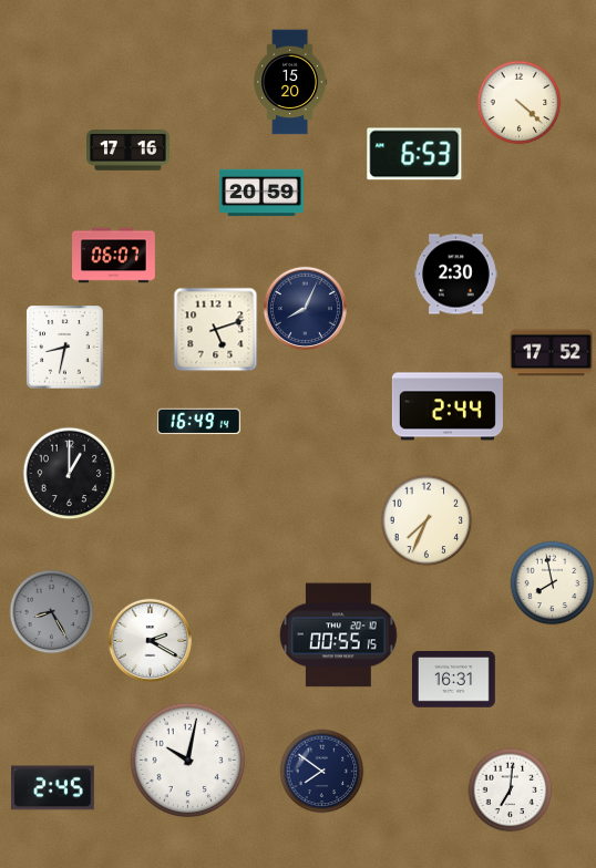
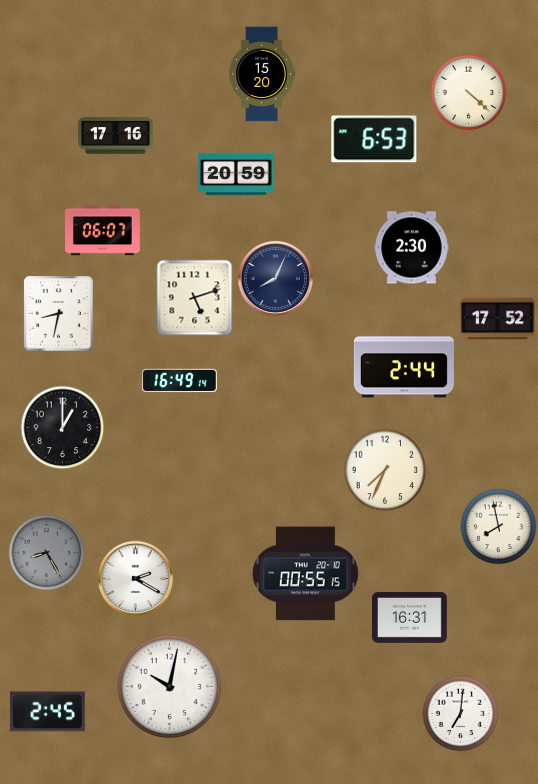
clock at (454, 680) position: (454, 680) -> (410, 618)
clock at (322, 772): 7:51 -> none
